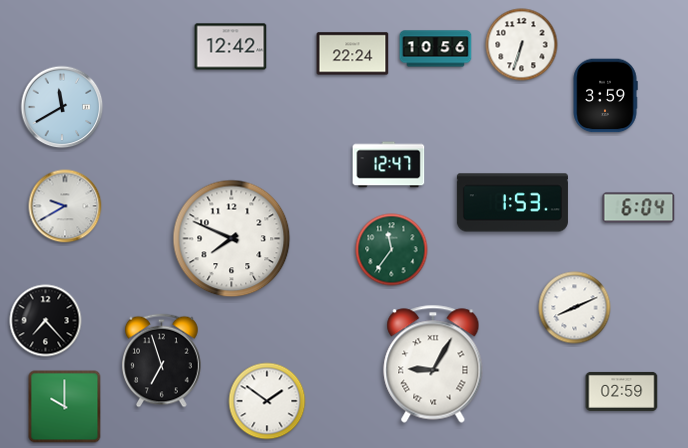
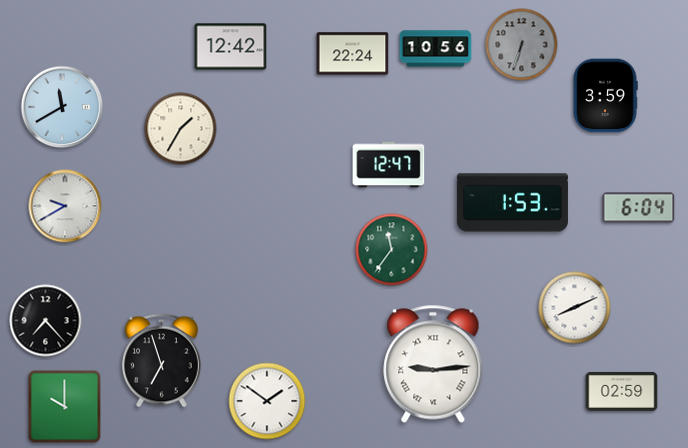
clock at (522, 45) dial: white -> grey
clock at (181, 129): none -> 1:35
clock at (232, 239): 7:49 -> none
clock at (433, 364): 9:05 -> 9:14
